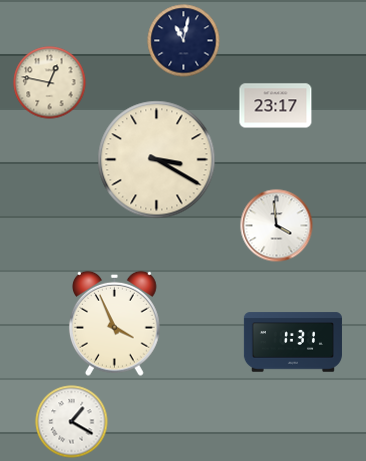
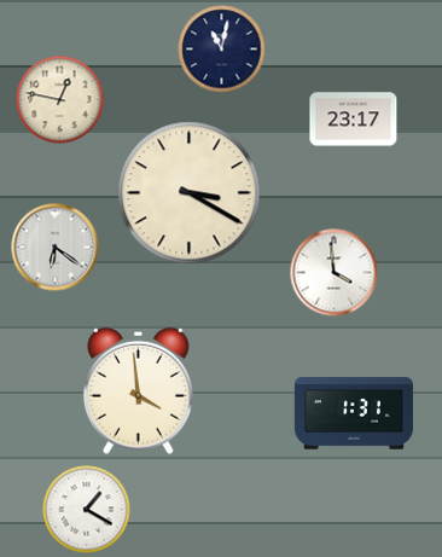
clock at (276, 106) position: (276, 106) -> (354, 120)
clock at (56, 248): none -> 6:21
clock at (114, 323): 3:56 -> 3:59
